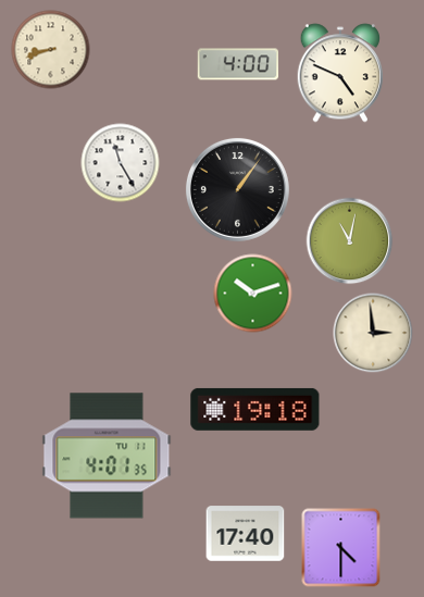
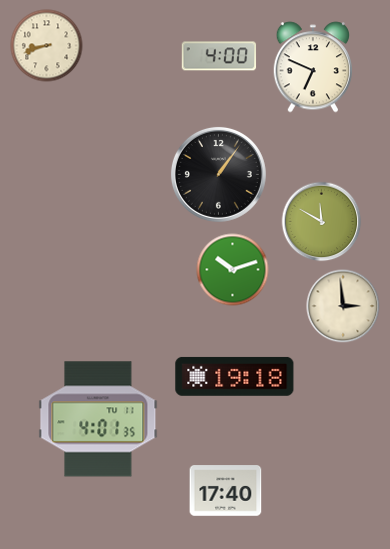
clock at (238, 64) position: (238, 64) -> (219, 56)
clock at (340, 73): 4:49 -> 6:49
clock at (121, 163): 11:25 -> none
clock at (350, 241): 11:02 -> 11:50
clock at (341, 548): 4:30 -> none
